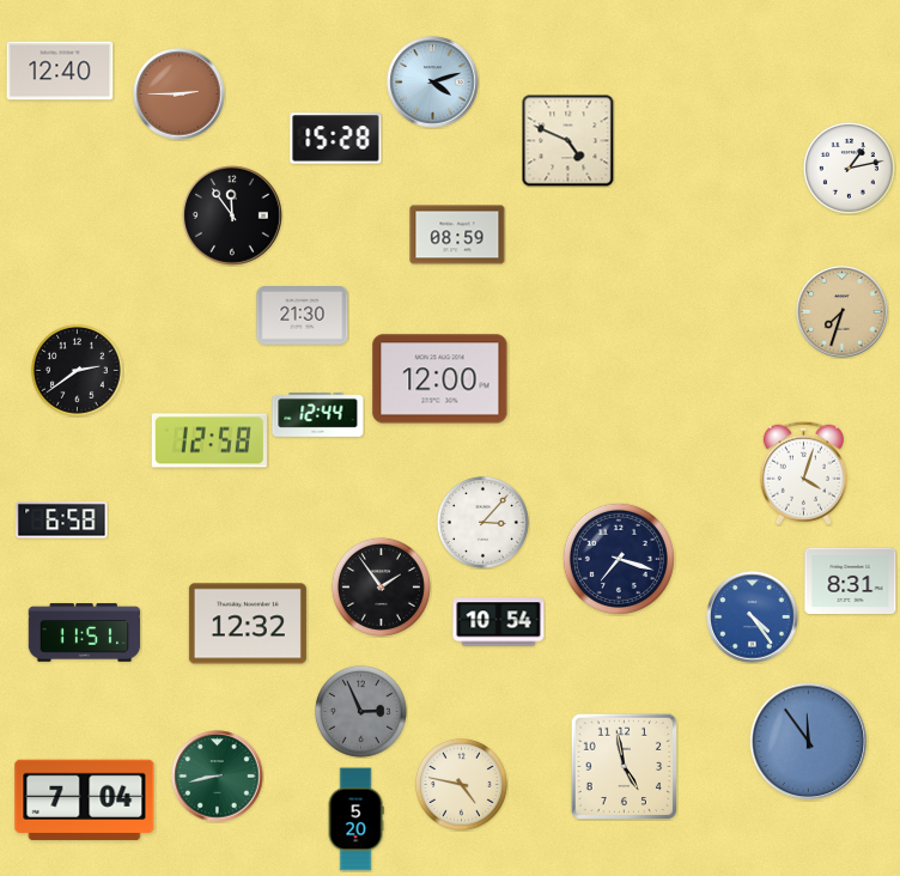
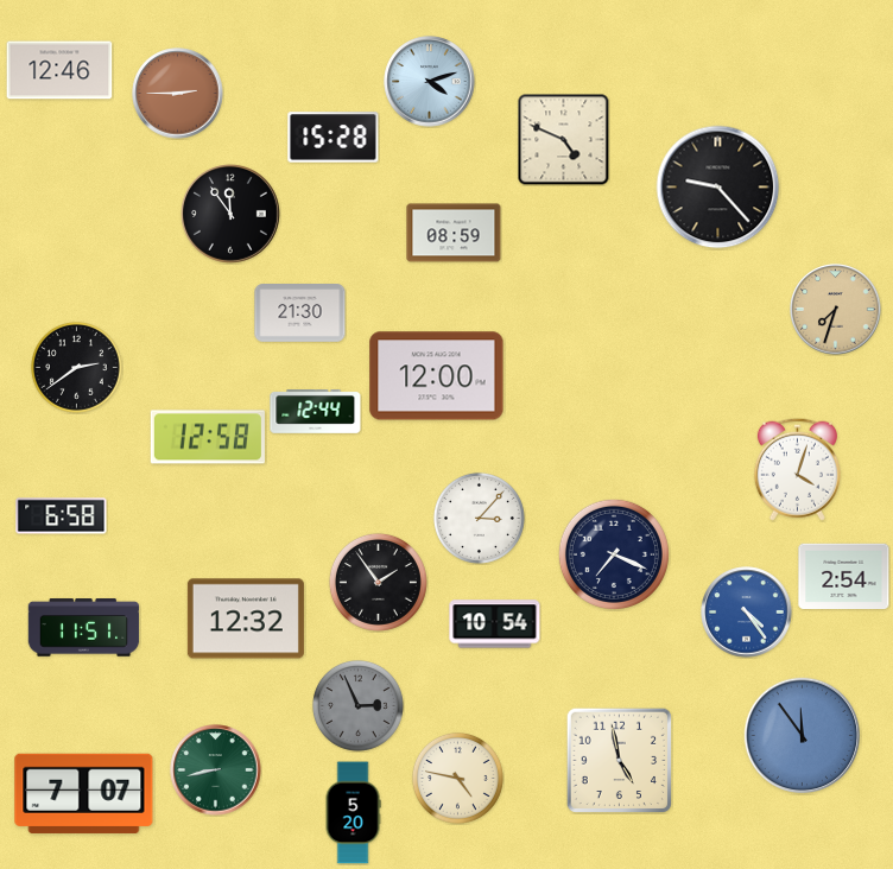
clock at (60, 71): 12:40 -> 12:46
clock at (849, 168): 1:13 -> none
clock at (718, 188): none -> 9:23
clock at (619, 559): 7:18 -> 7:19
clock at (851, 580): 8:31 -> 2:54
clock at (499, 622) position: (499, 622) -> (495, 624)
clock at (85, 799): 7:04 -> 7:07
